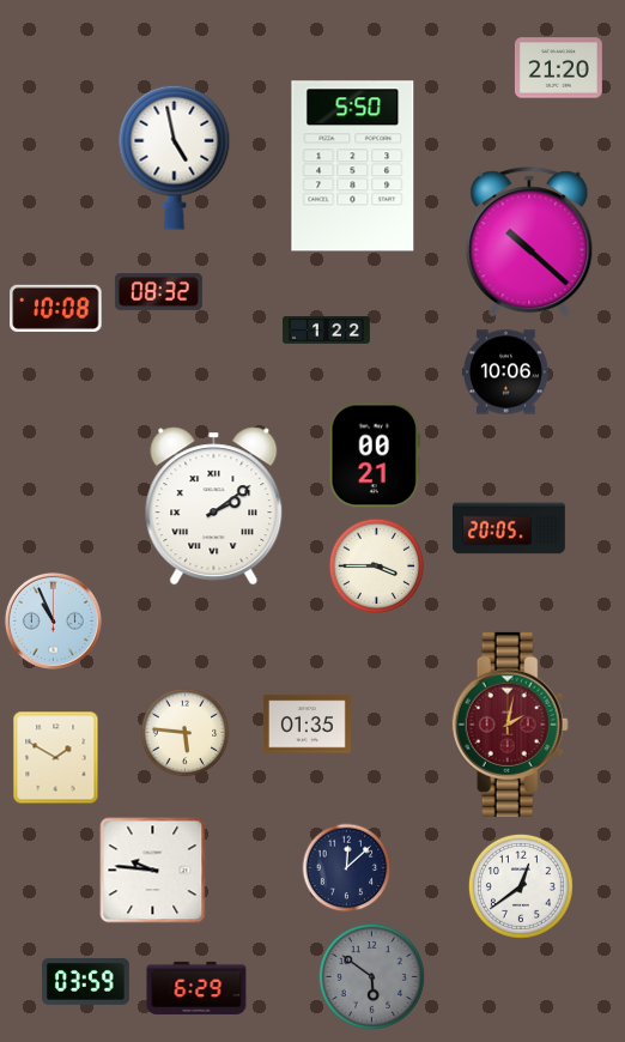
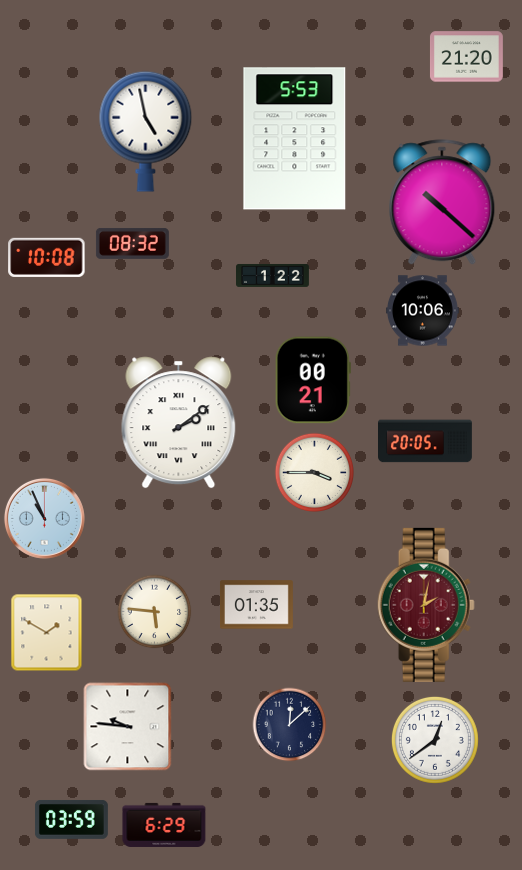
clock at (353, 166): 5:50 -> 5:53
clock at (371, 976): 5:51 -> none
